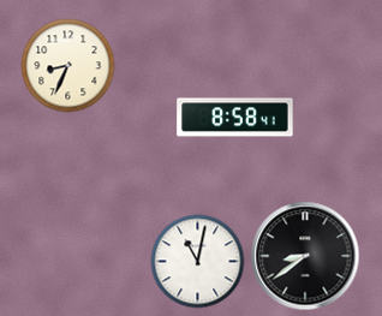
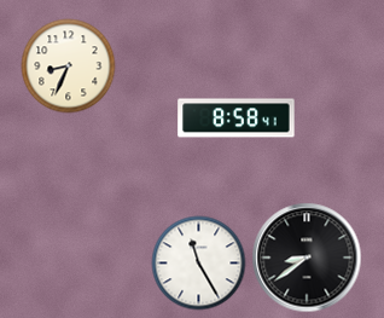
clock at (197, 261): 11:02 -> 11:25
